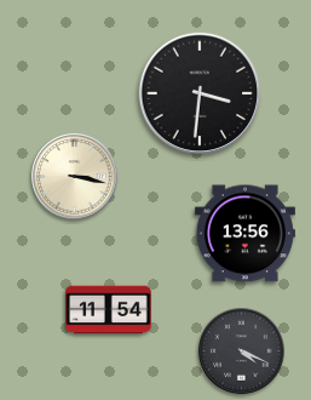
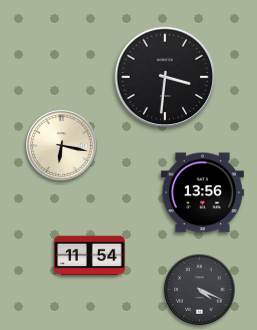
clock at (75, 177): 3:17 -> 6:17
